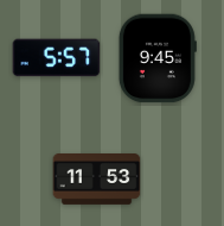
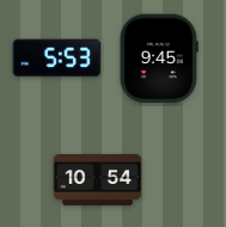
clock at (57, 58): 5:57 -> 5:53
clock at (97, 180): 11:53 -> 10:54
